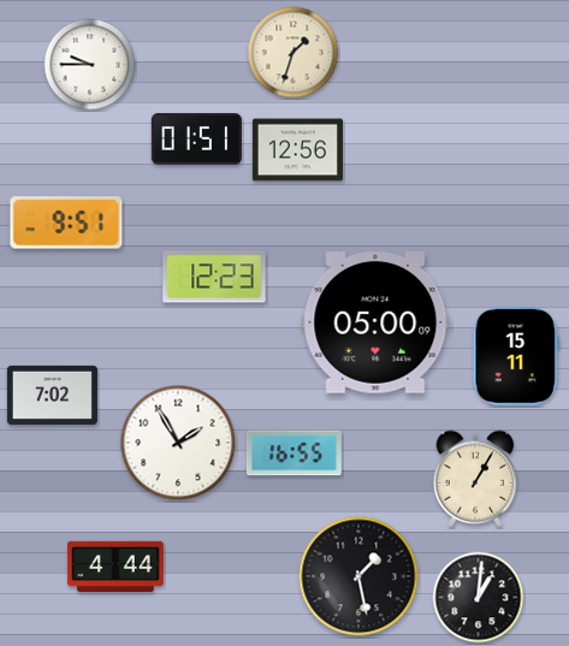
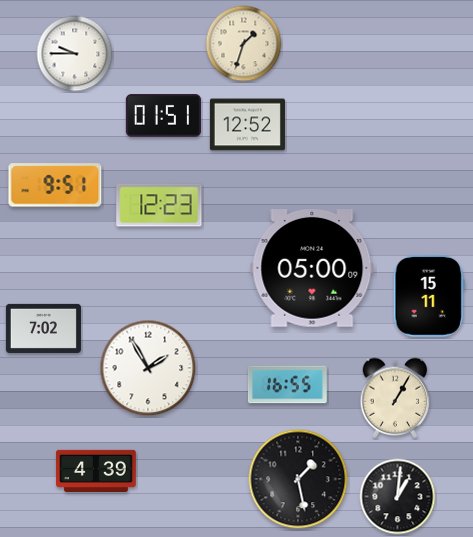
clock at (297, 150): 12:56 -> 12:52
clock at (214, 277) position: (214, 277) -> (159, 205)
clock at (294, 454) position: (294, 454) -> (287, 385)
clock at (115, 565): 4:44 -> 4:39
